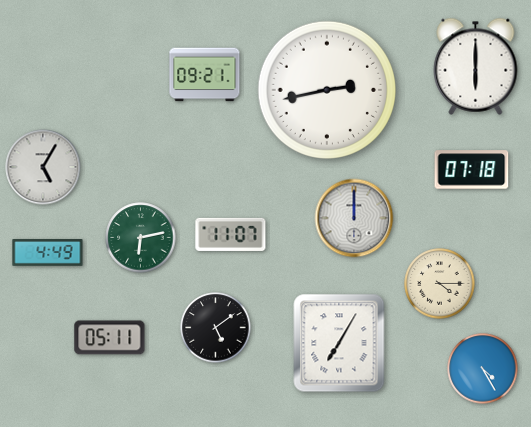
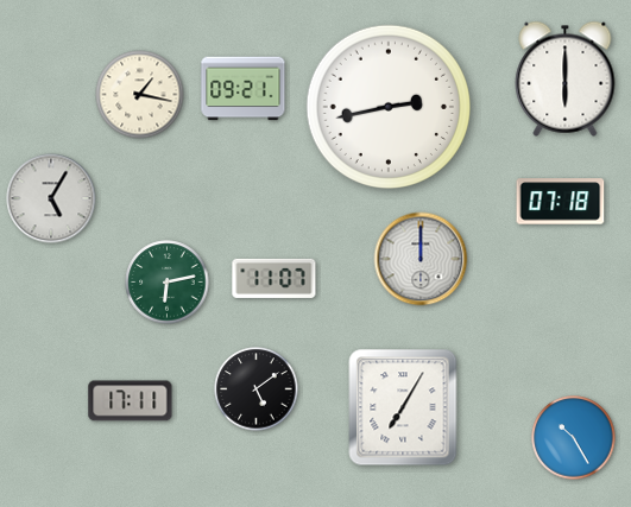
clock at (140, 95): none -> 1:17
clock at (48, 253): 4:49 -> none
clock at (440, 284): 4:15 -> none
clock at (110, 338): 05:11 -> 17:11
clock at (483, 369): 4:25 -> 10:25
